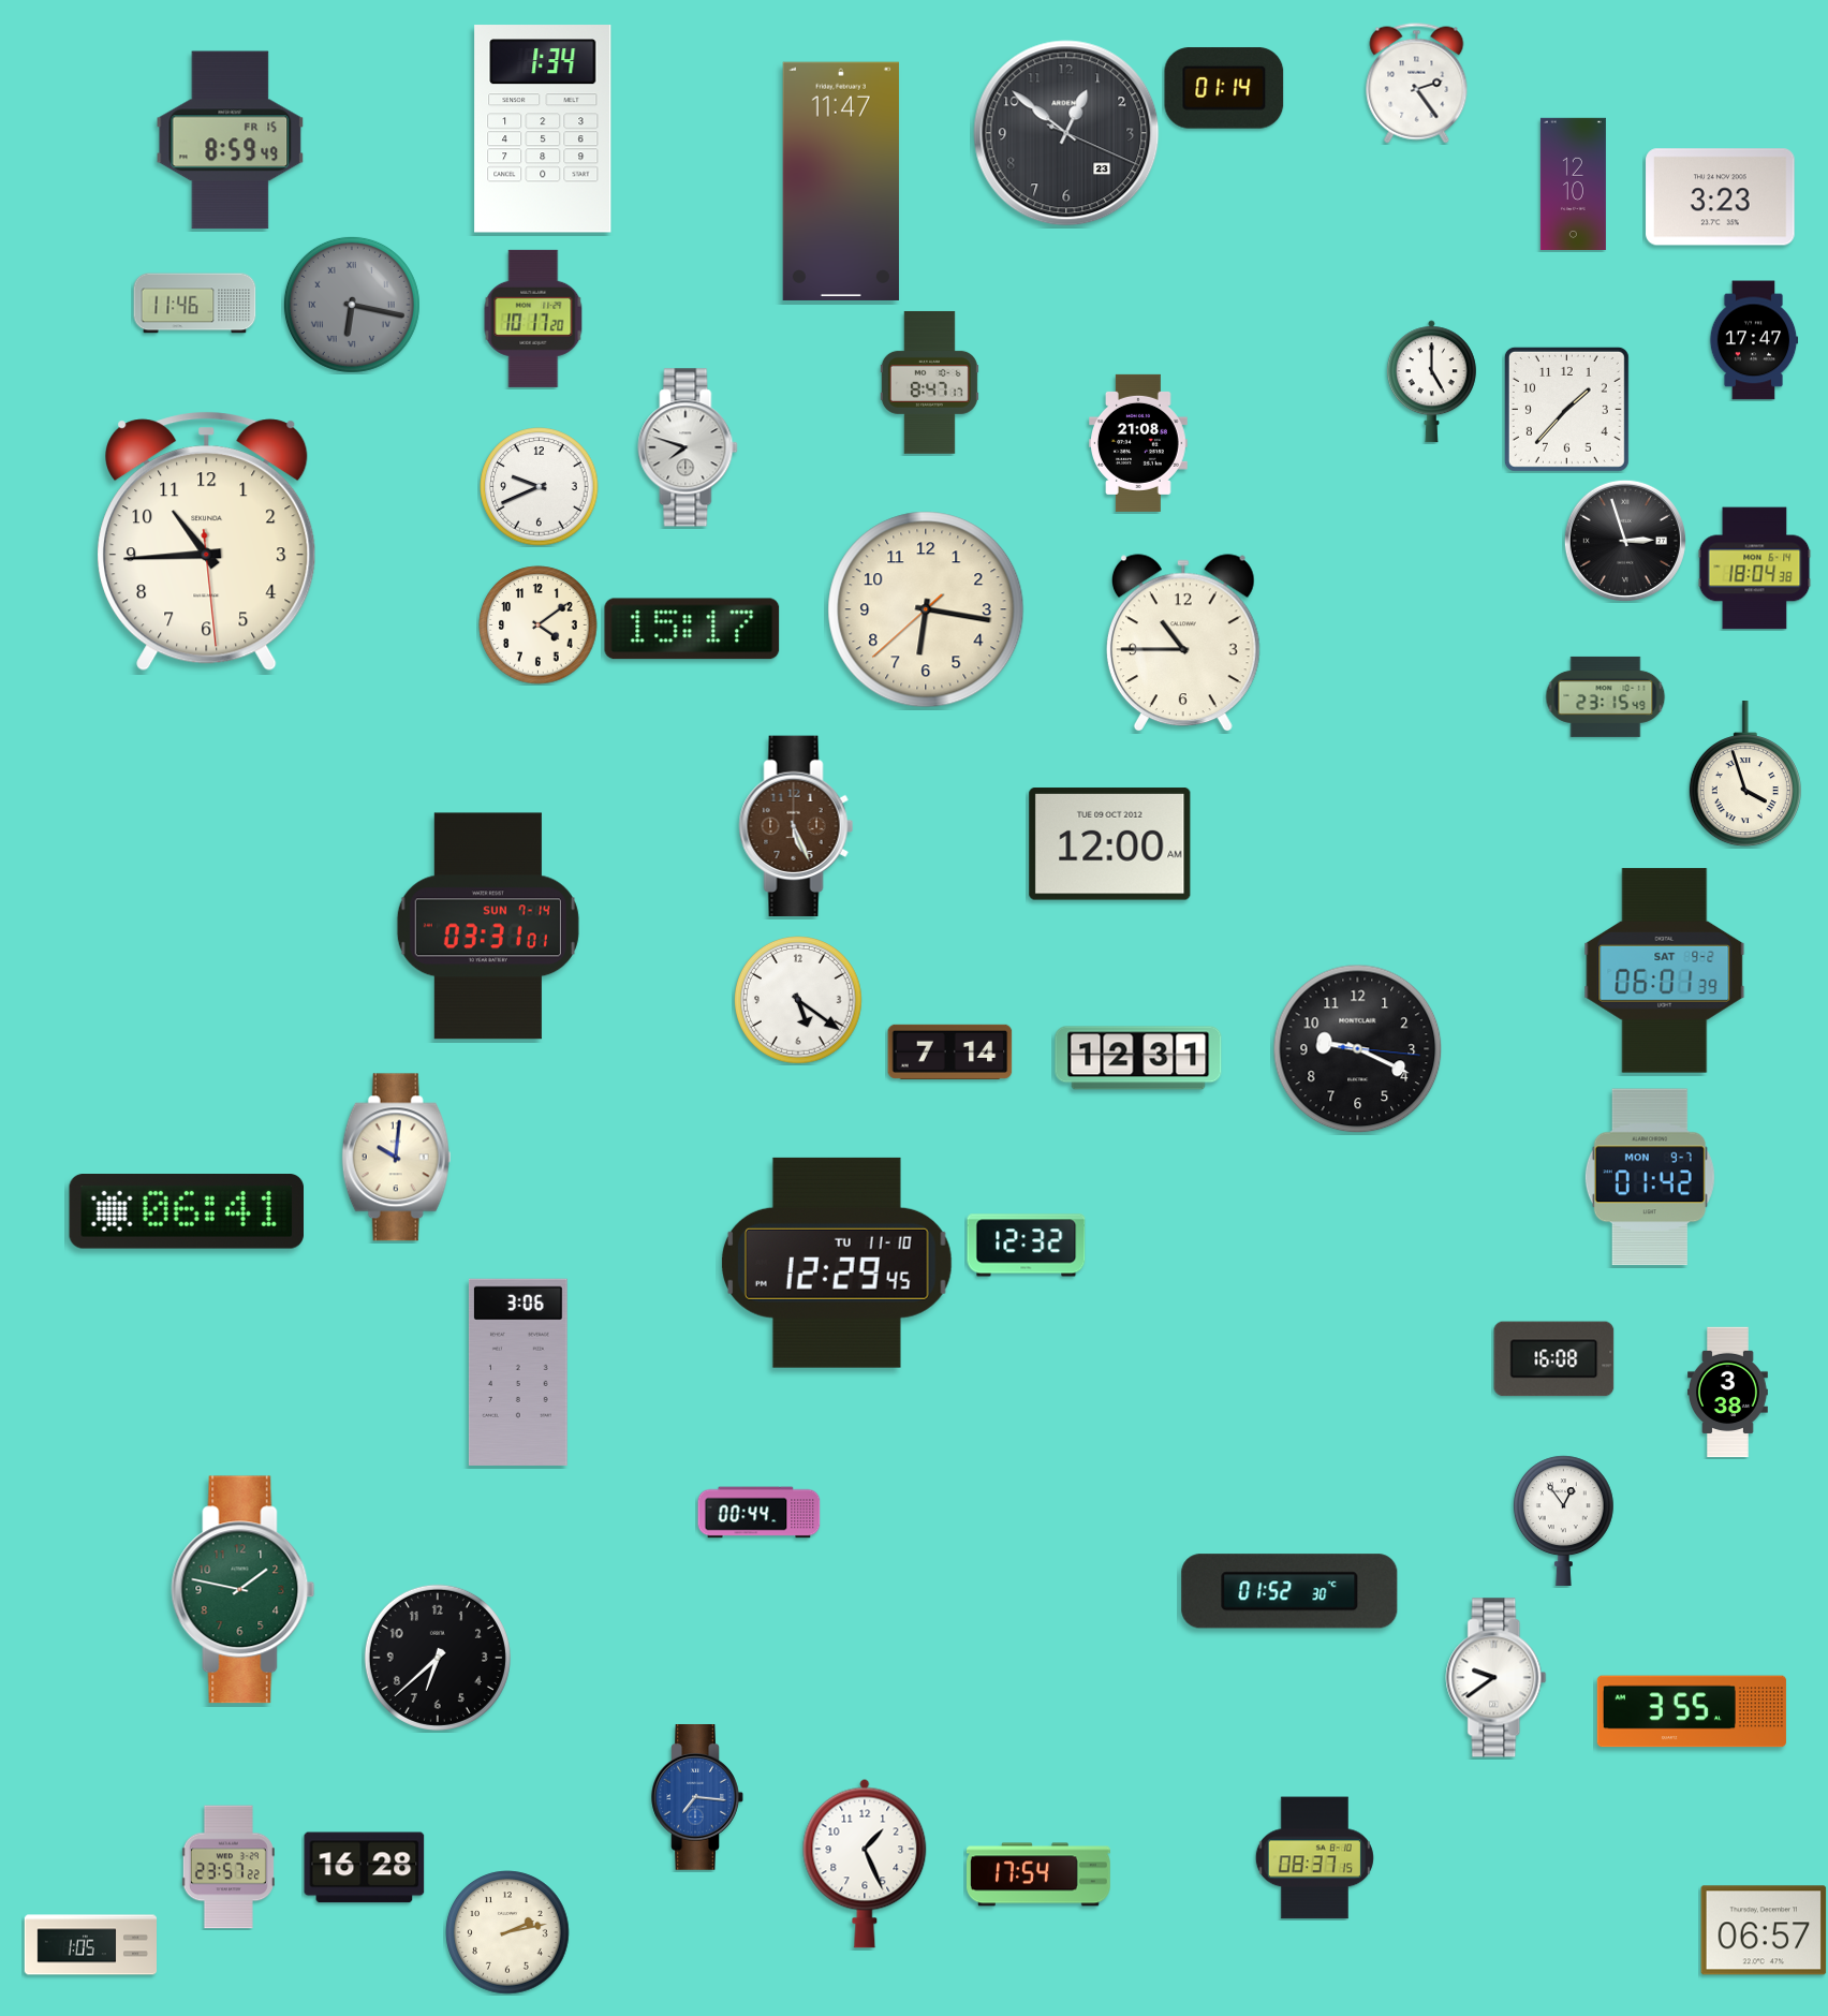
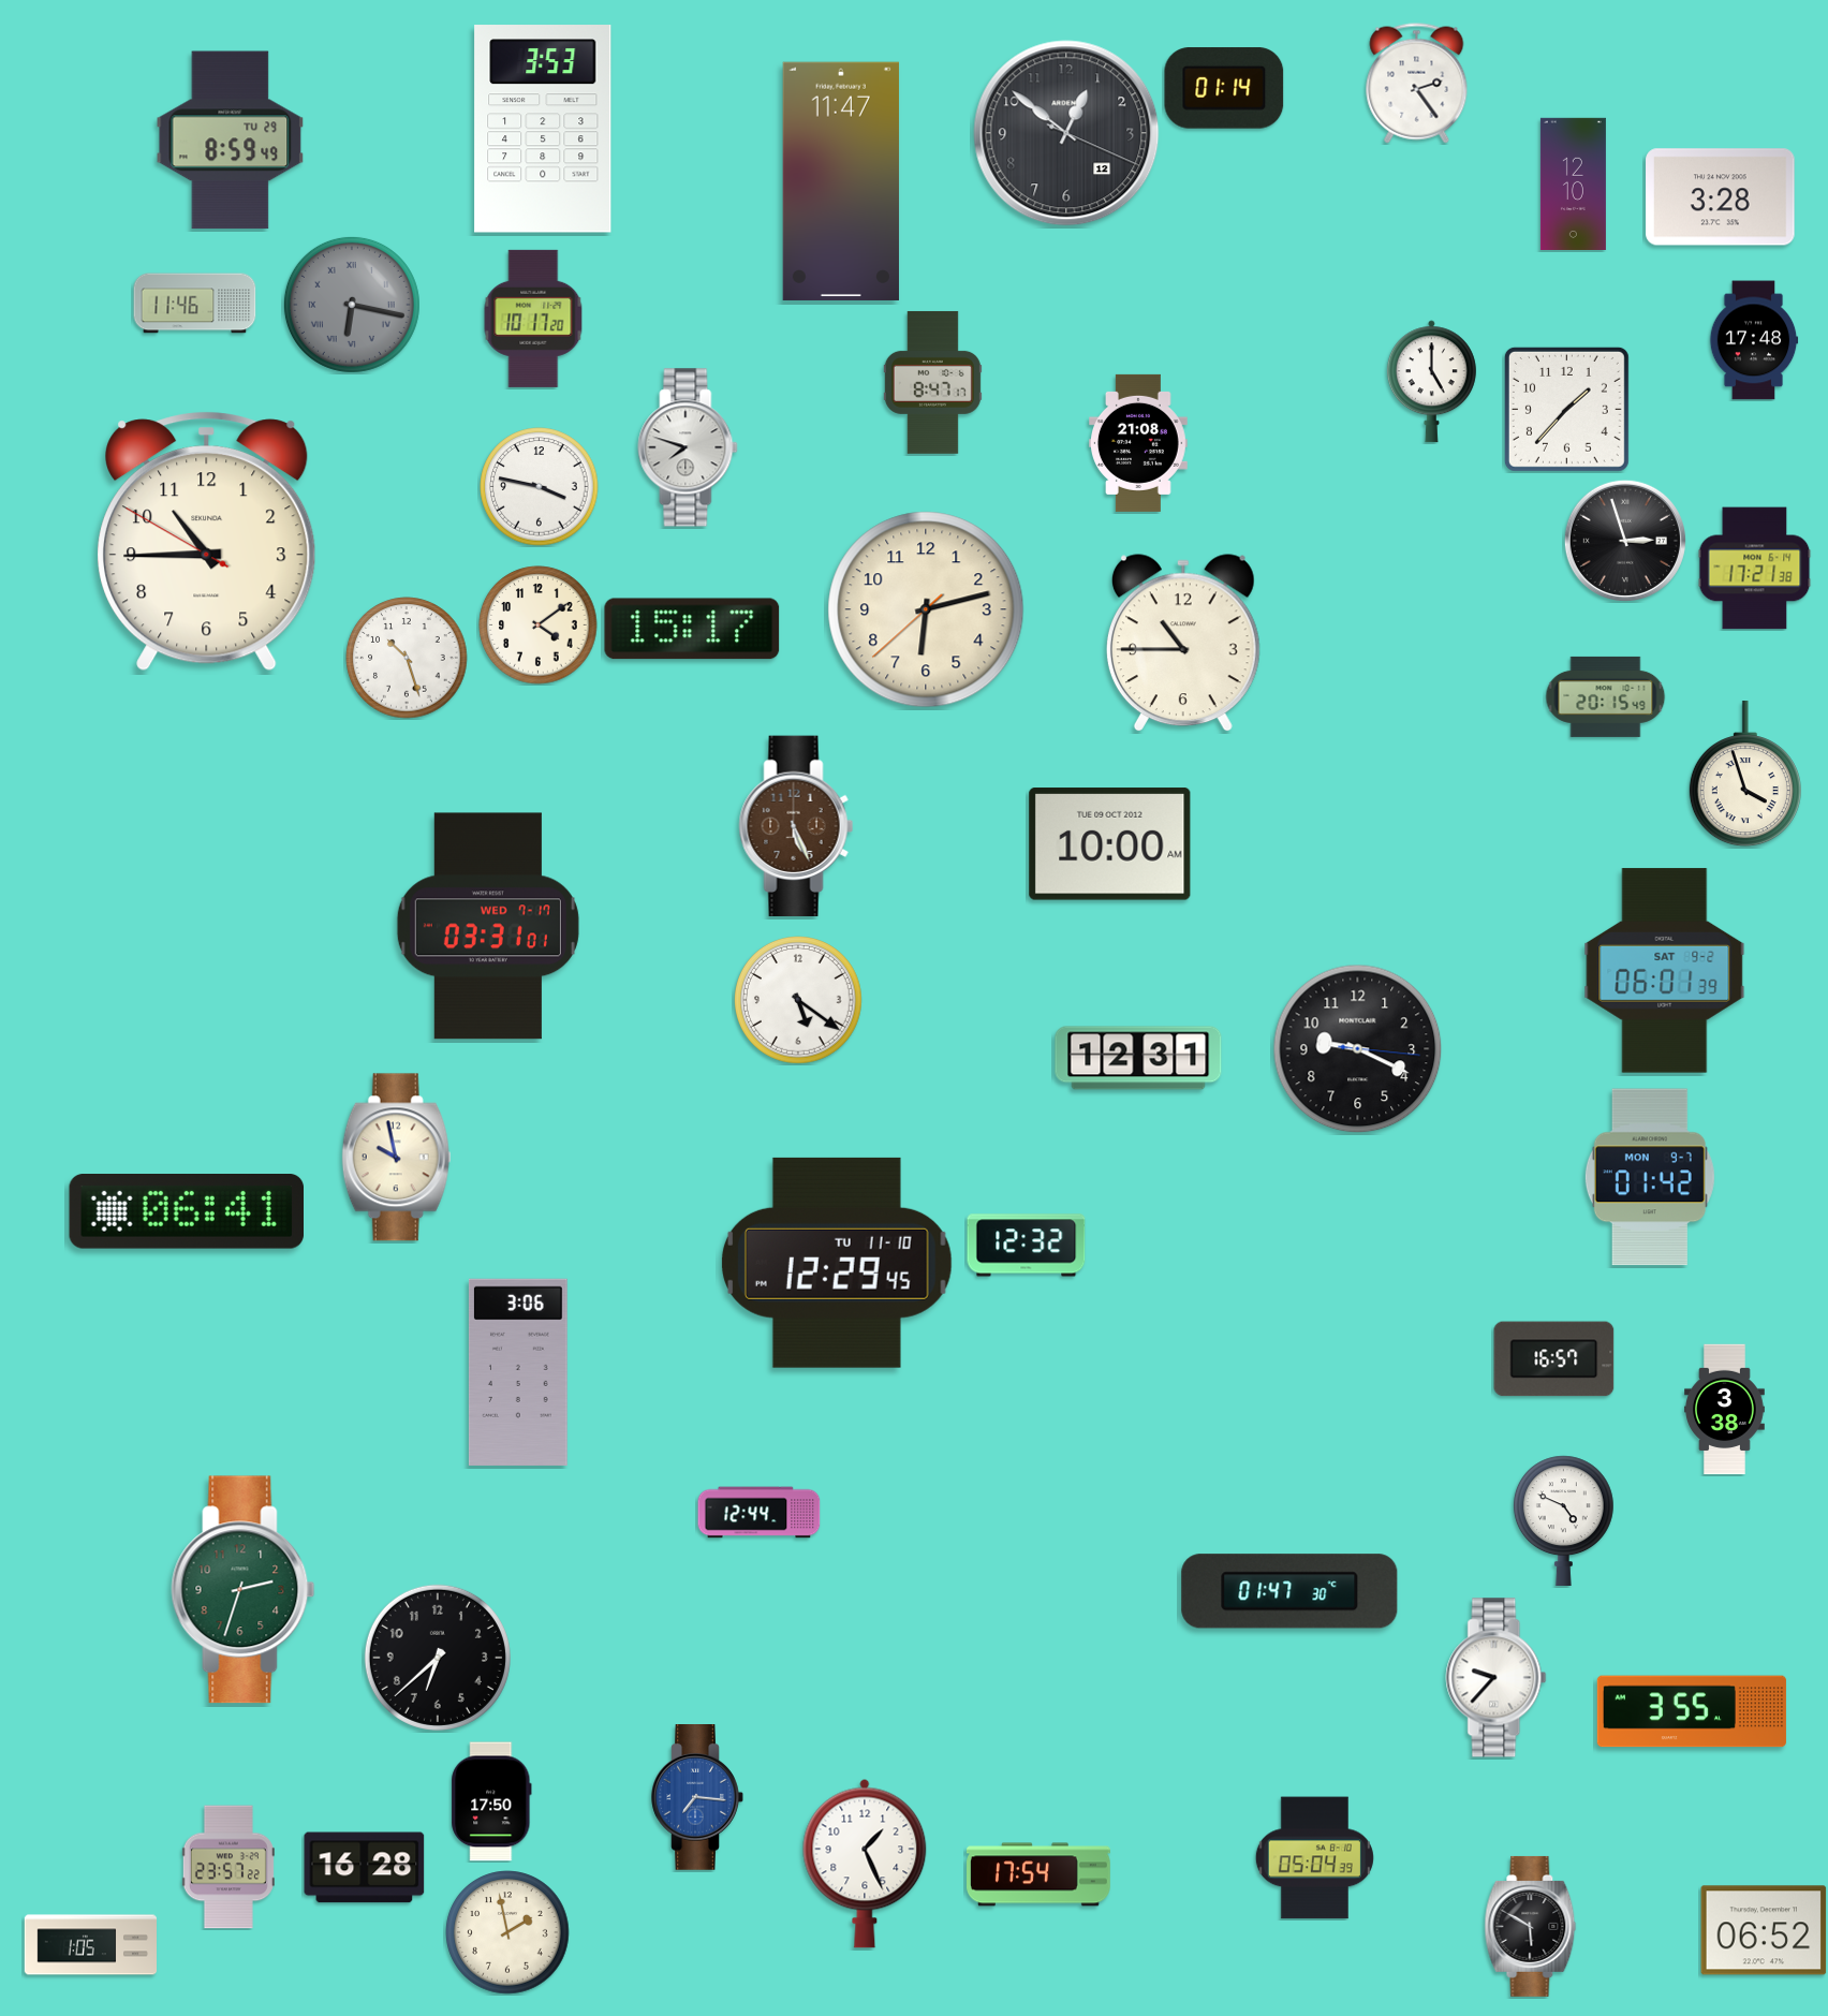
clock at (543, 129): 1:34 -> 3:53
clock at (1066, 133) date: 23 -> 12
clock at (231, 141) date: FR 15 -> TU 29
clock at (1721, 197): 3:23 -> 3:28
clock at (1754, 340): 17:47 -> 17:48
clock at (929, 382) position: (929, 382) -> (932, 382)
clock at (540, 487): 9:41 -> 3:47
clock at (207, 542): 10:44:29 -> 10:44:50
clock at (1755, 569): 18:04 -> 17:21
clock at (926, 609): 6:16 -> 6:12
clock at (407, 658): none -> 10:27
clock at (1606, 696): 23:15 -> 20:15
clock at (1110, 844): 12:00 -> 10:00
clock at (488, 926) date: SUN 7-14 -> WED 7-17
clock at (950, 1051): 7:14 -> none
clock at (397, 1158): 10:01 -> 9:58
clock at (1554, 1359): 16:08 -> 16:57
clock at (1728, 1393) position: (1728, 1393) -> (1725, 1410)
clock at (760, 1513): 00:44 -> 12:44
clock at (1563, 1520): 12:54 -> 4:49
clock at (244, 1590): 1:47 -> 2:33
clock at (1289, 1591): 01:52 -> 01:47
clock at (1497, 1678): 9:39 -> 9:37
clock at (491, 1801): none -> 17:50
clock at (1314, 1858): 08:37 -> 05:04
clock at (1531, 1926): none -> 5:50
clock at (1764, 1930): 06:57 -> 06:52
clock at (507, 1932): 2:13 -> 1:58
